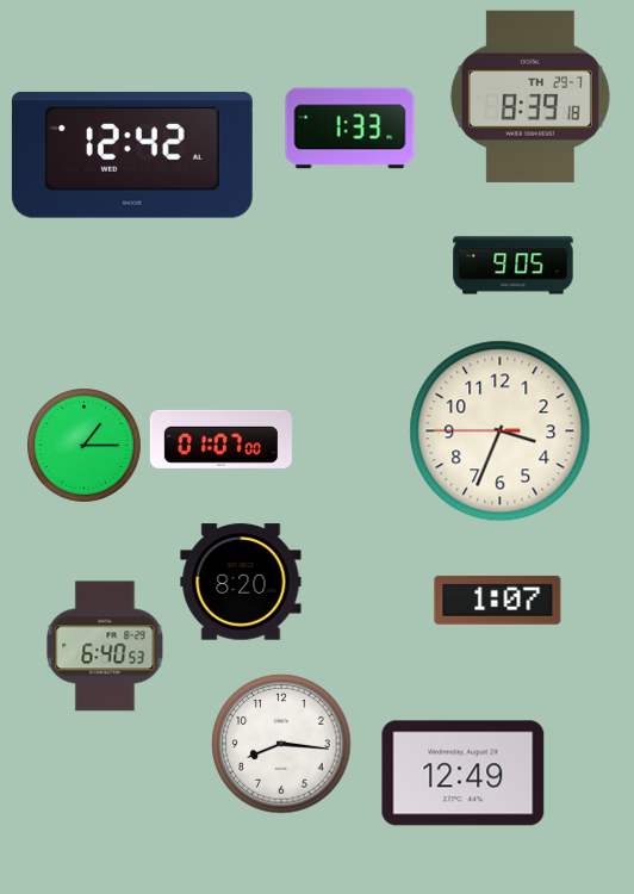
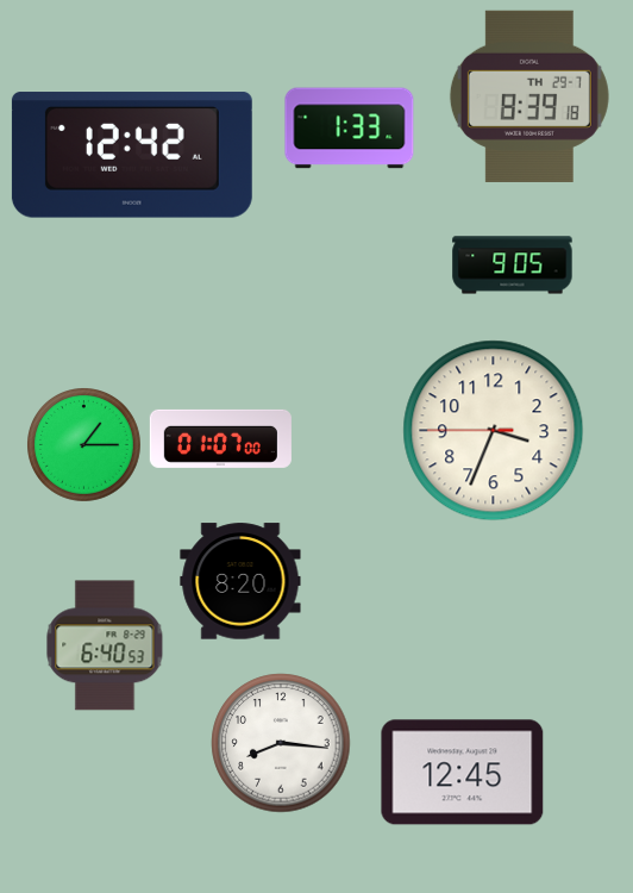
clock at (501, 432) position: (501, 432) -> (494, 431)
clock at (498, 600): 1:07 -> none
clock at (464, 774): 12:49 -> 12:45
